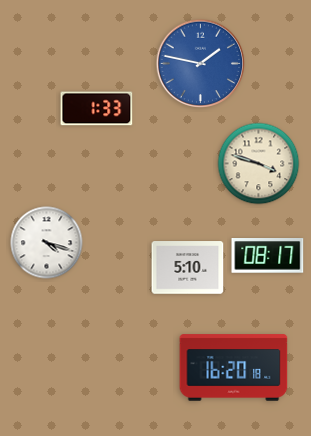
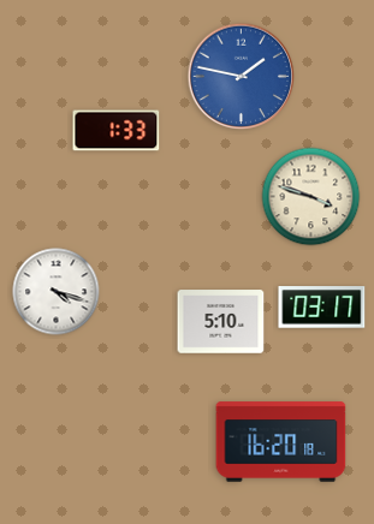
clock at (268, 256): 08:17 -> 03:17
clock at (188, 268) position: (188, 268) -> (221, 322)
